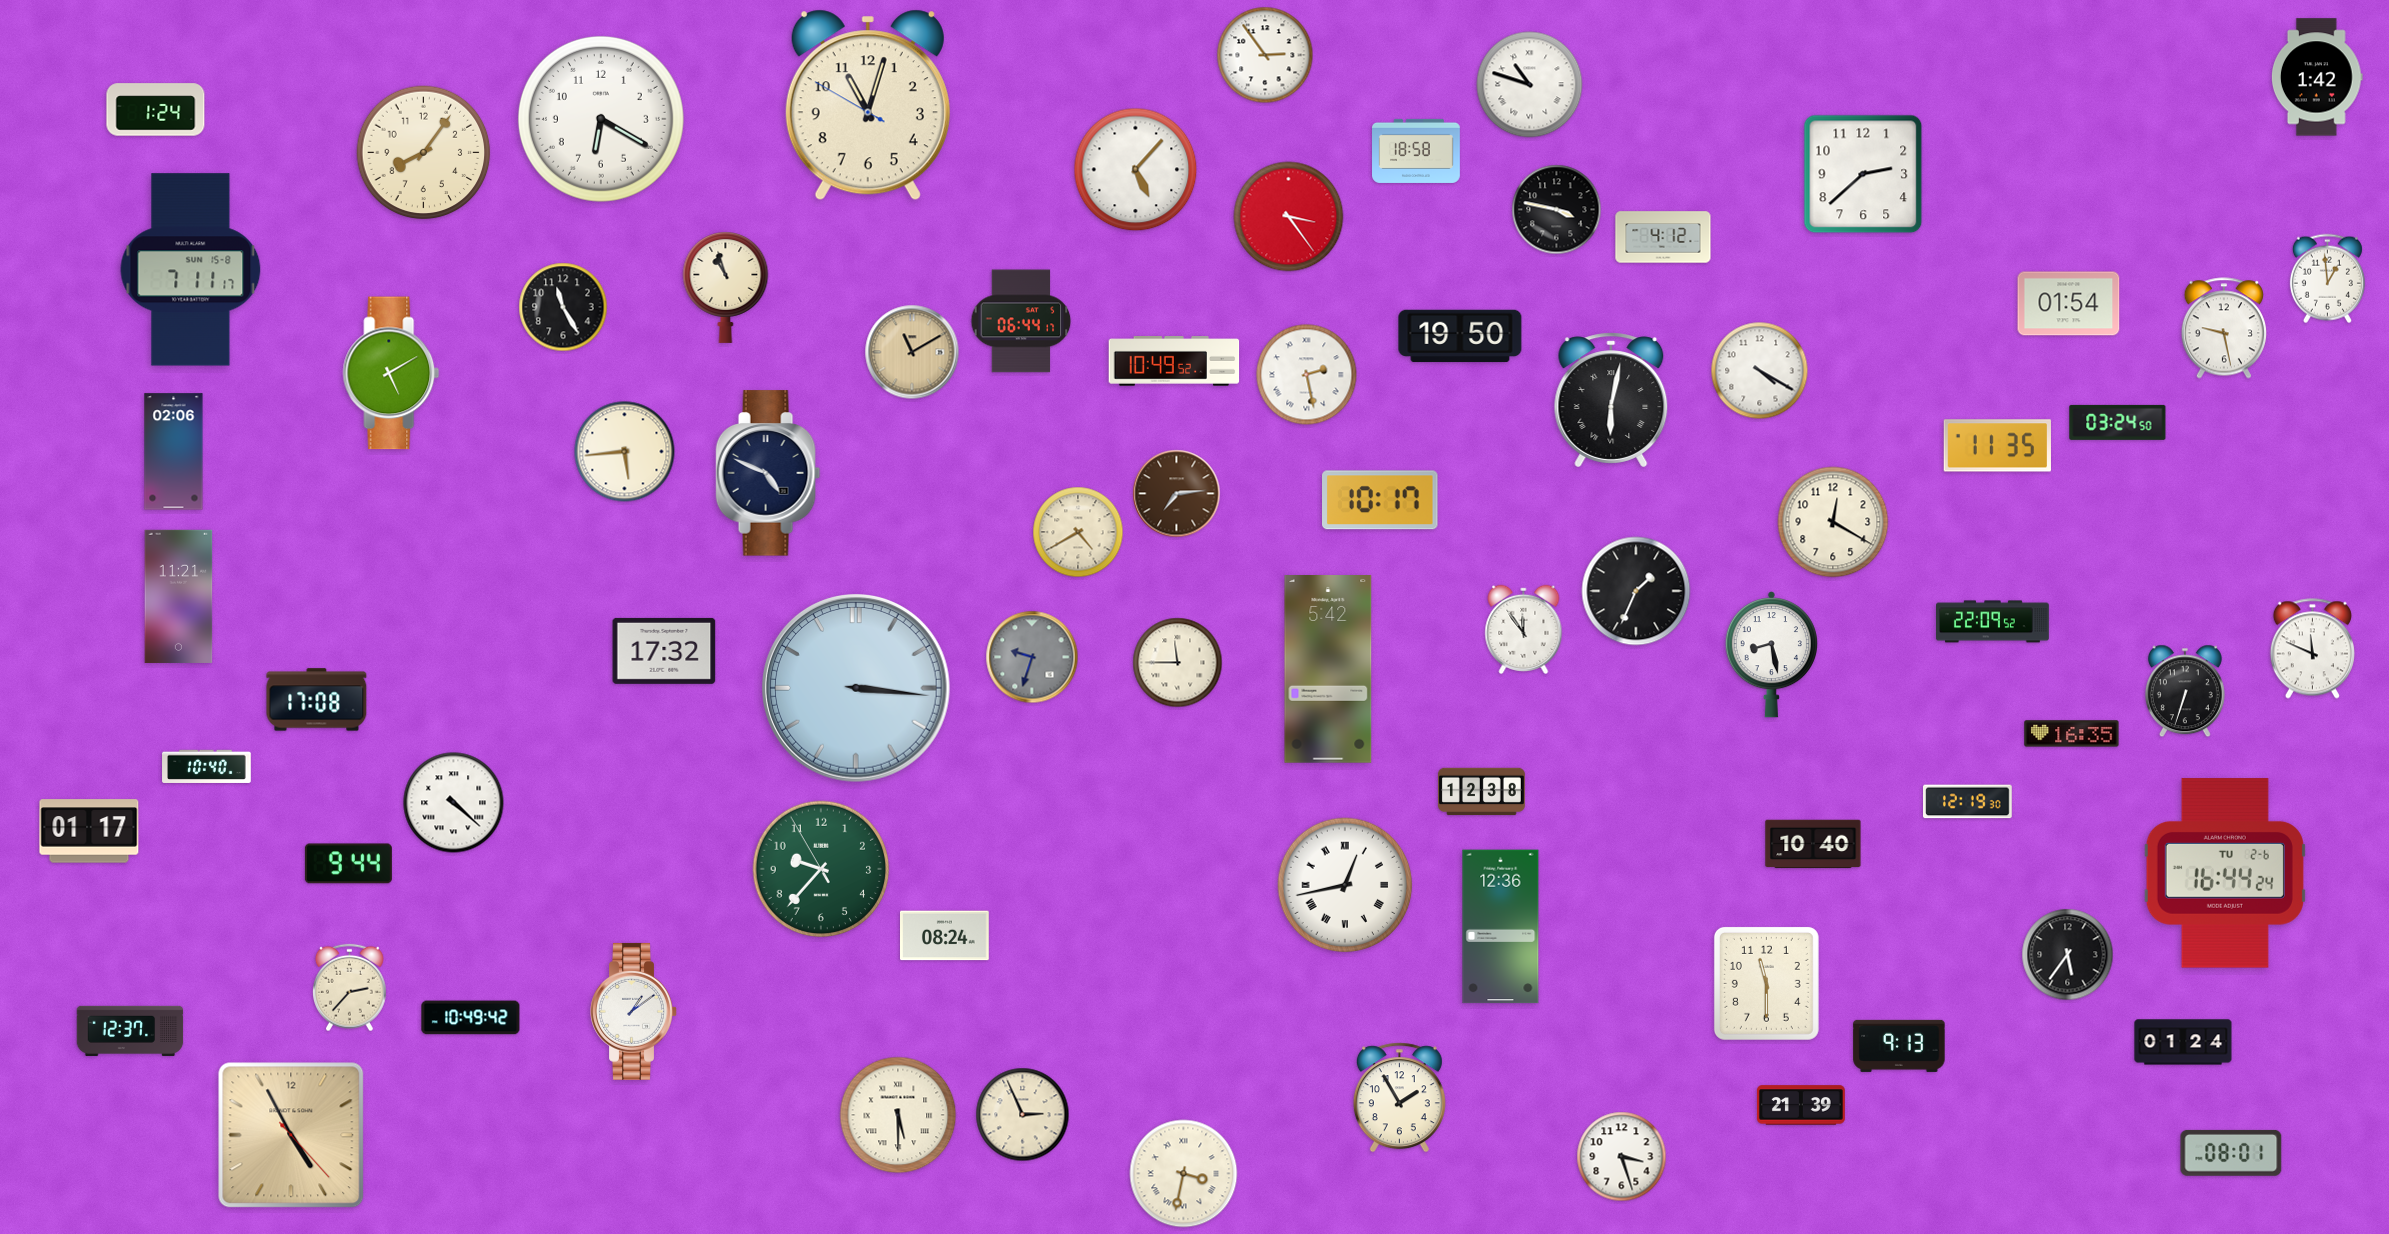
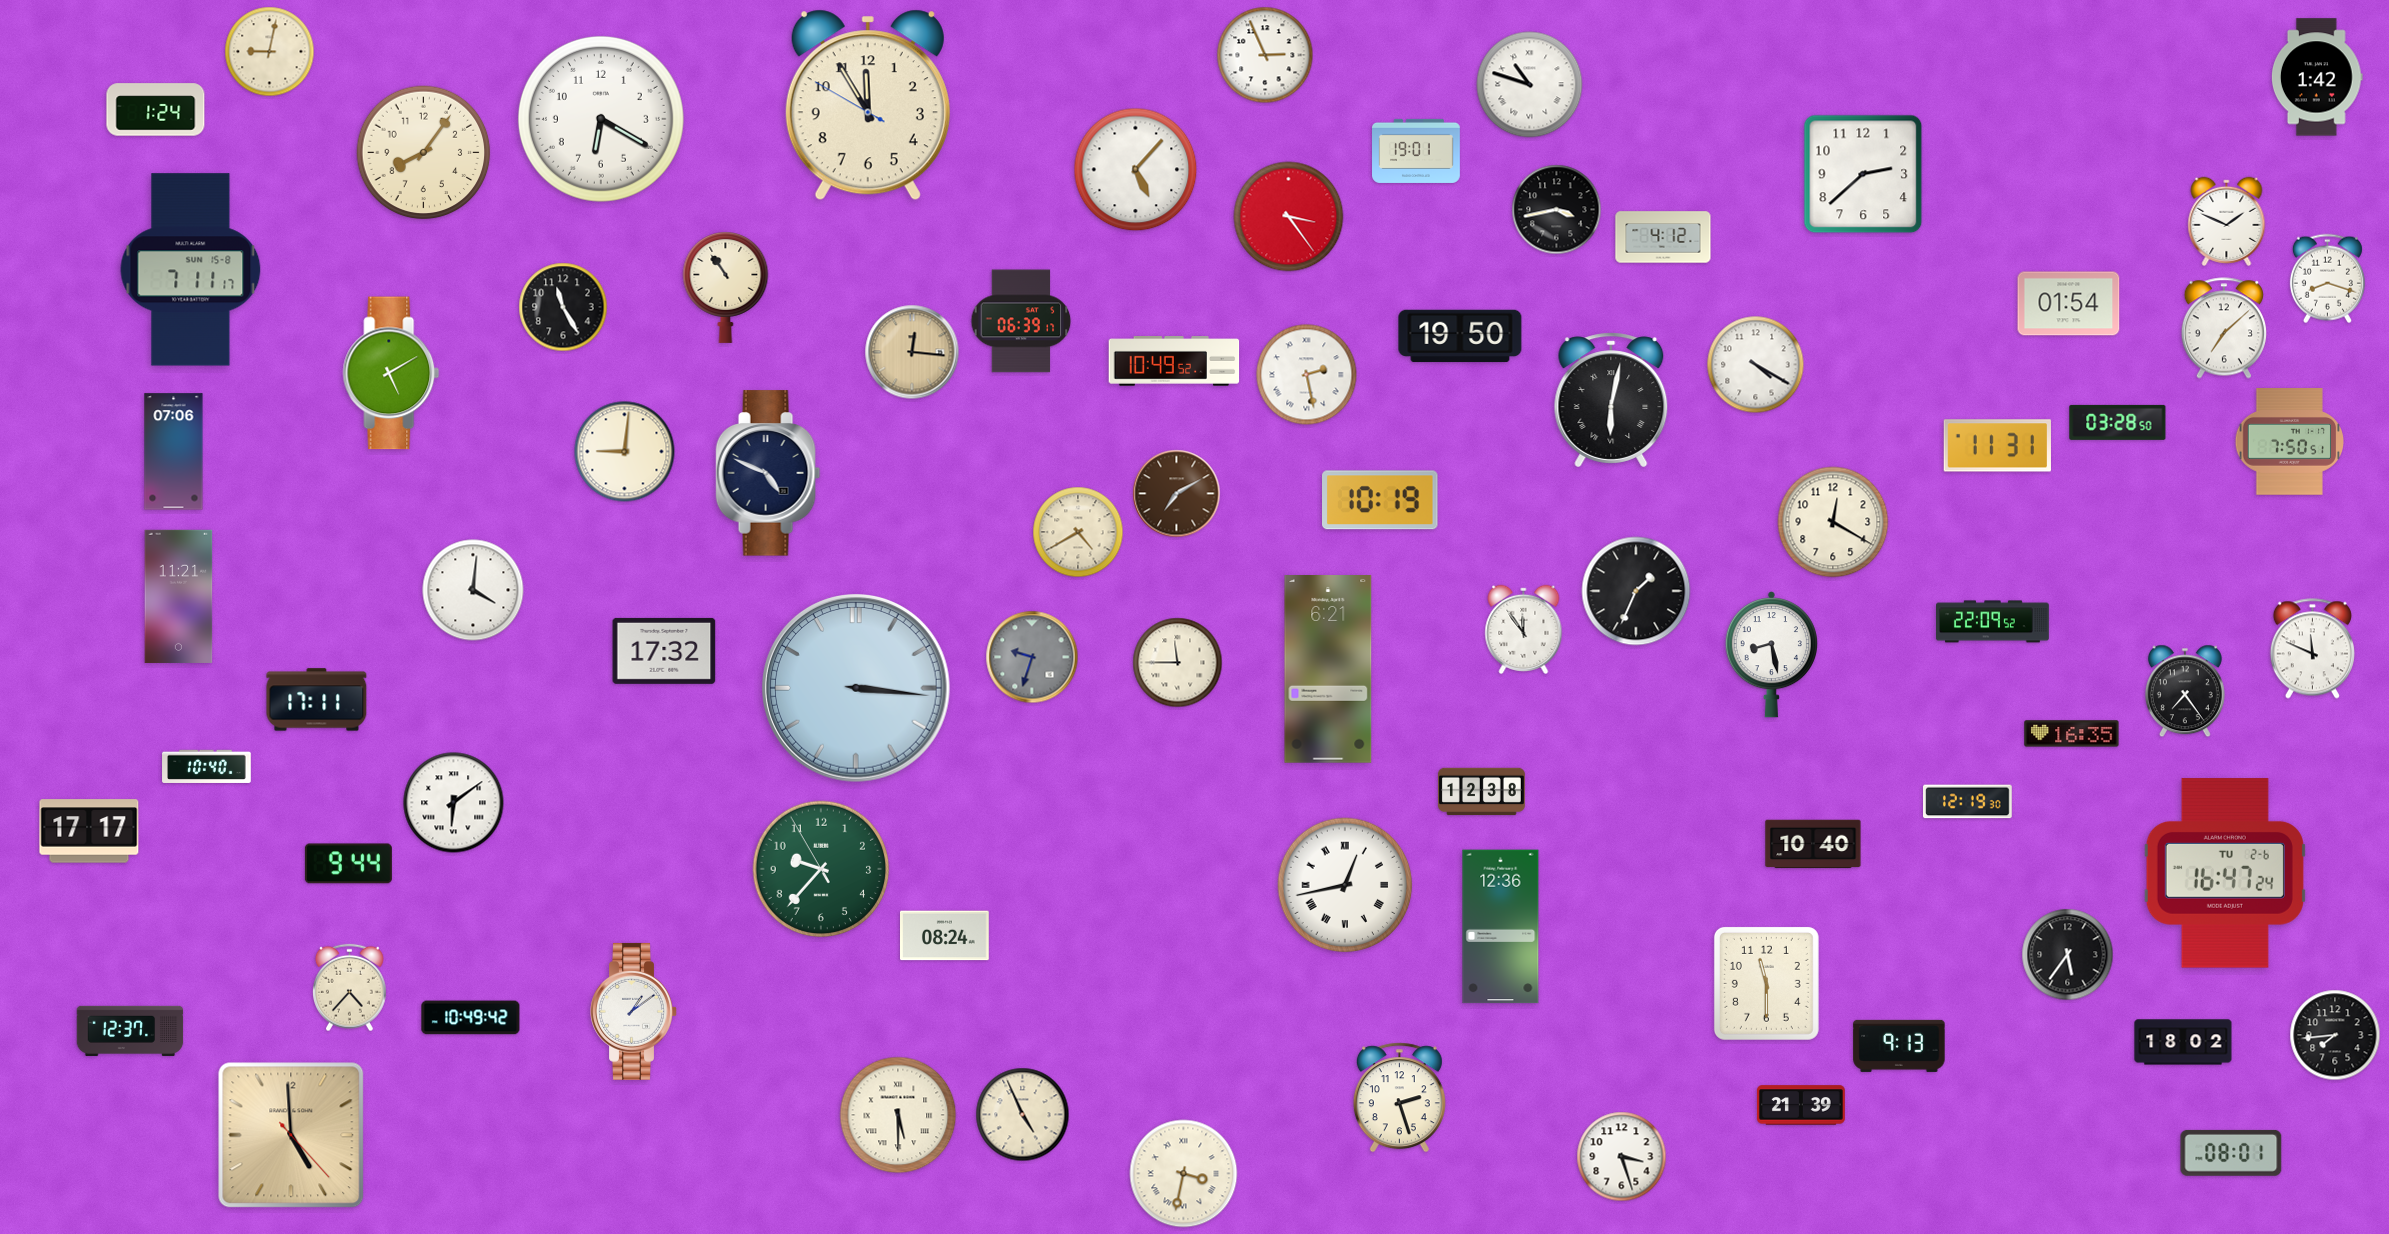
clock at (270, 52): none -> 9:02
clock at (1265, 55): 2:54 -> 2:56
clock at (868, 105): 11:02 -> 11:54
clock at (1417, 151): 18:58 -> 19:01
clock at (1557, 210): 3:47 -> 3:43
clock at (2227, 221): none -> 1:49
clock at (2327, 279): 12:59 -> 8:18
clock at (726, 288): 10:57 -> 10:54
clock at (1021, 321): 06:44 -> 06:39
clock at (2223, 328): 9:28 -> 7:08
clock at (912, 352): 11:10 -> 12:16
clock at (1760, 371) position: (1760, 371) -> (1756, 365)
clock at (2118, 422): 03:24 -> 03:28
clock at (2290, 442): none -> 7:50
clock at (1997, 446): 11:35 -> 11:31
clock at (174, 452): 02:06 -> 07:06
clock at (625, 452): 5:44 -> 9:01
clock at (1177, 494): 7:14 -> 7:10
clock at (1381, 500): 10:17 -> 10:19
clock at (473, 590): none -> 4:01
clock at (1328, 670): 5:42 -> 6:21
clock at (2185, 691): 6:33 -> 7:24
clock at (317, 700): 17:08 -> 17:11
clock at (454, 803): 4:22 -> 6:09
clock at (89, 831): 01:17 -> 17:17
clock at (2225, 873): 16:44 -> 16:47
clock at (350, 988): 2:37 -> 4:37
clock at (2335, 1035): none -> 7:44
clock at (2183, 1042): 01:24 -> 18:02
clock at (1399, 1098): 1:55 -> 2:27
clock at (1023, 1115): 2:56 -> 4:56
clock at (291, 1135): 4:55 -> 4:59
